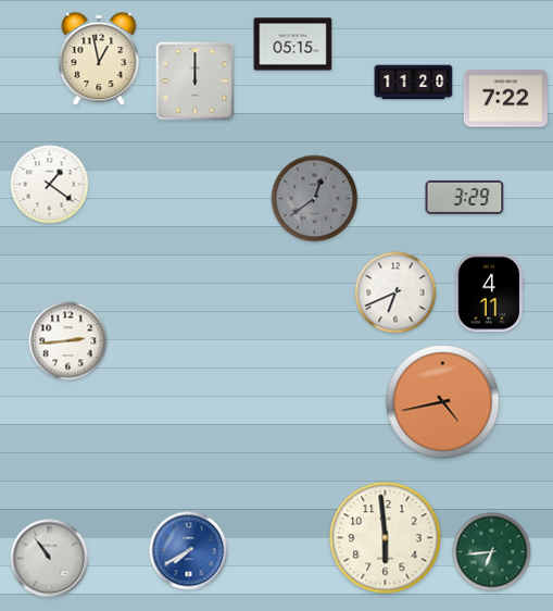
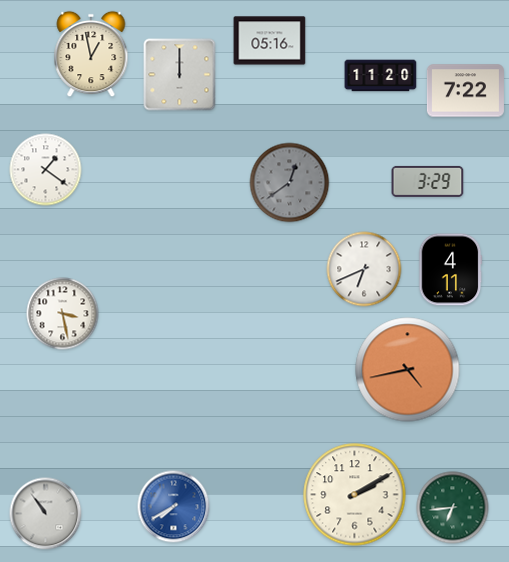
clock at (293, 45): 05:15 -> 05:16
clock at (68, 341): 2:44 -> 3:28
clock at (386, 538): 5:59 -> 2:10
